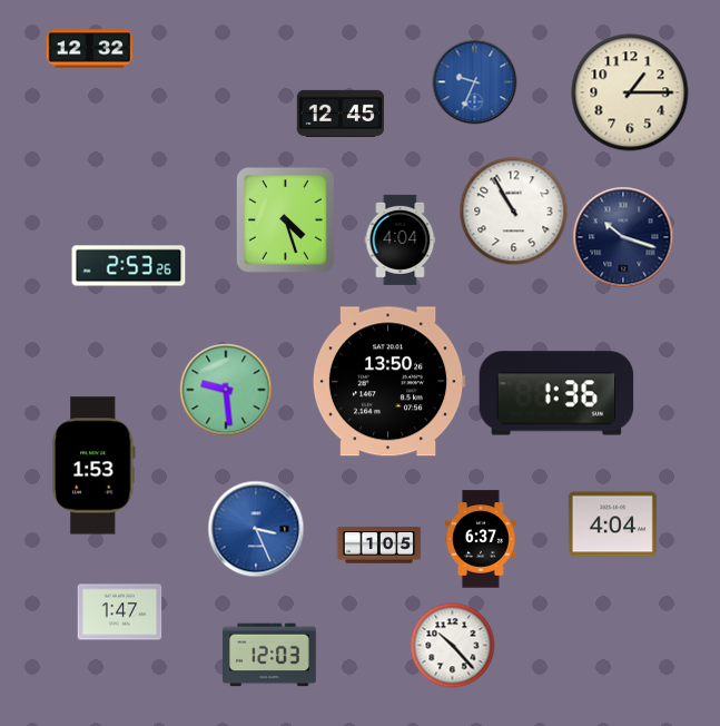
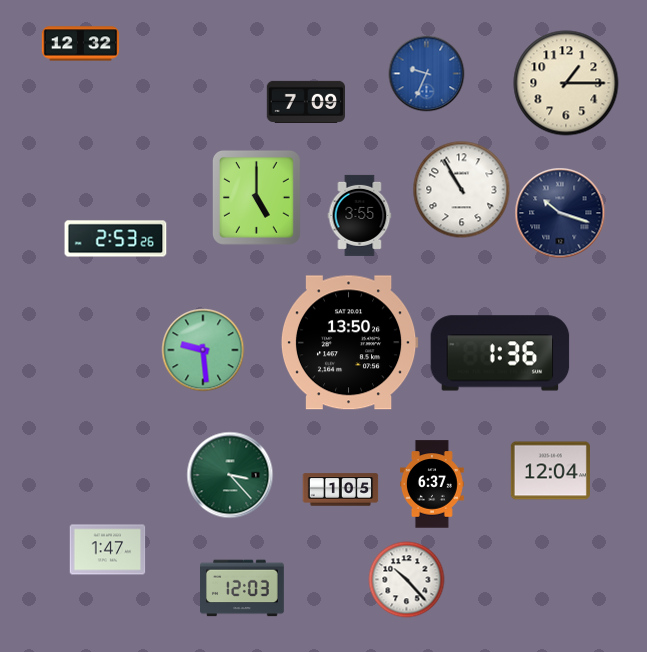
clock at (339, 114): 12:45 -> 7:09
clock at (285, 219): 4:27 -> 5:00
clock at (401, 239): 4:04 -> 3:55
clock at (95, 465): 1:53 -> none
clock at (612, 524): 4:04 -> 12:04
clock at (256, 529): 3:26 -> 3:23
clock at (256, 529) dial: blue -> green
